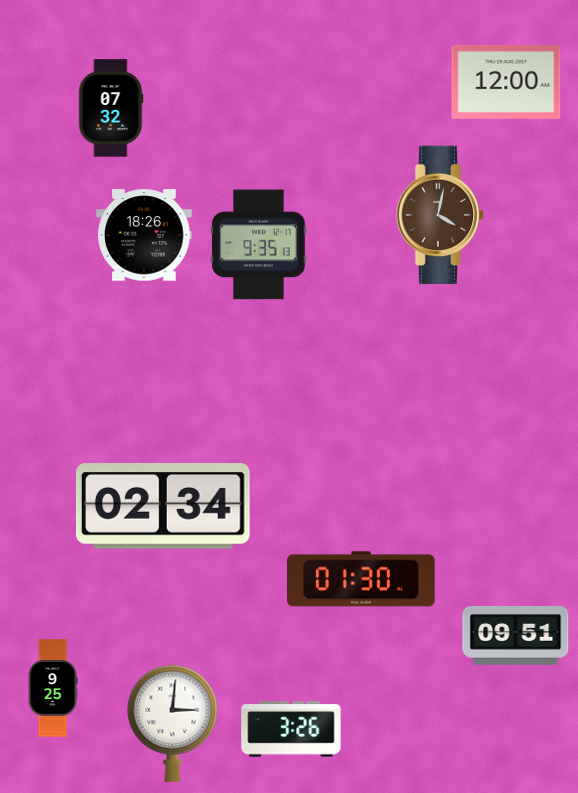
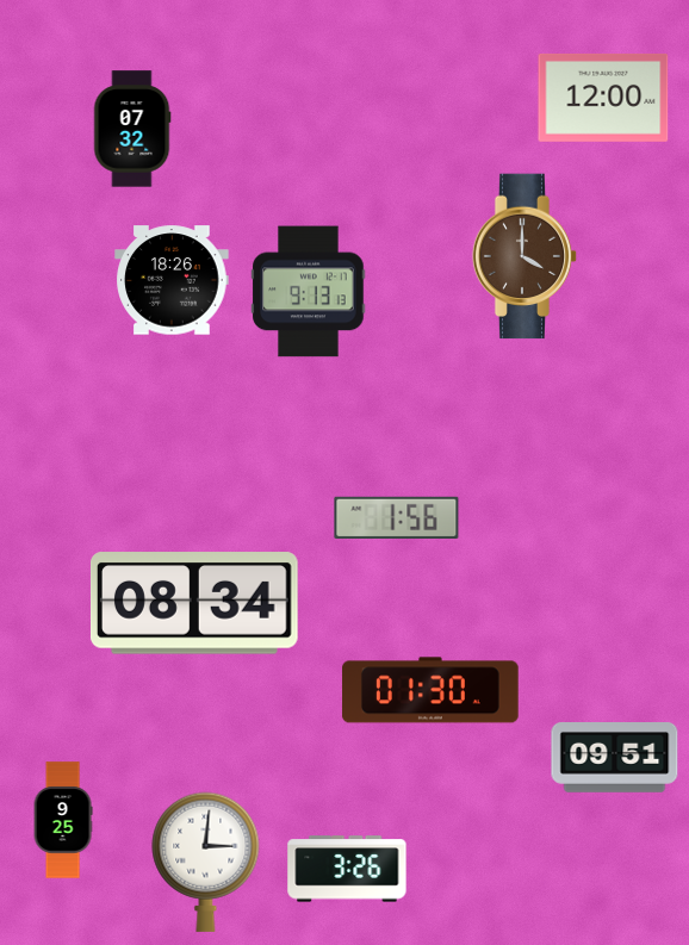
clock at (440, 215): 4:02 -> 4:00
clock at (259, 245): 9:35 -> 9:13
clock at (397, 517): none -> 1:56
clock at (163, 506): 02:34 -> 08:34
